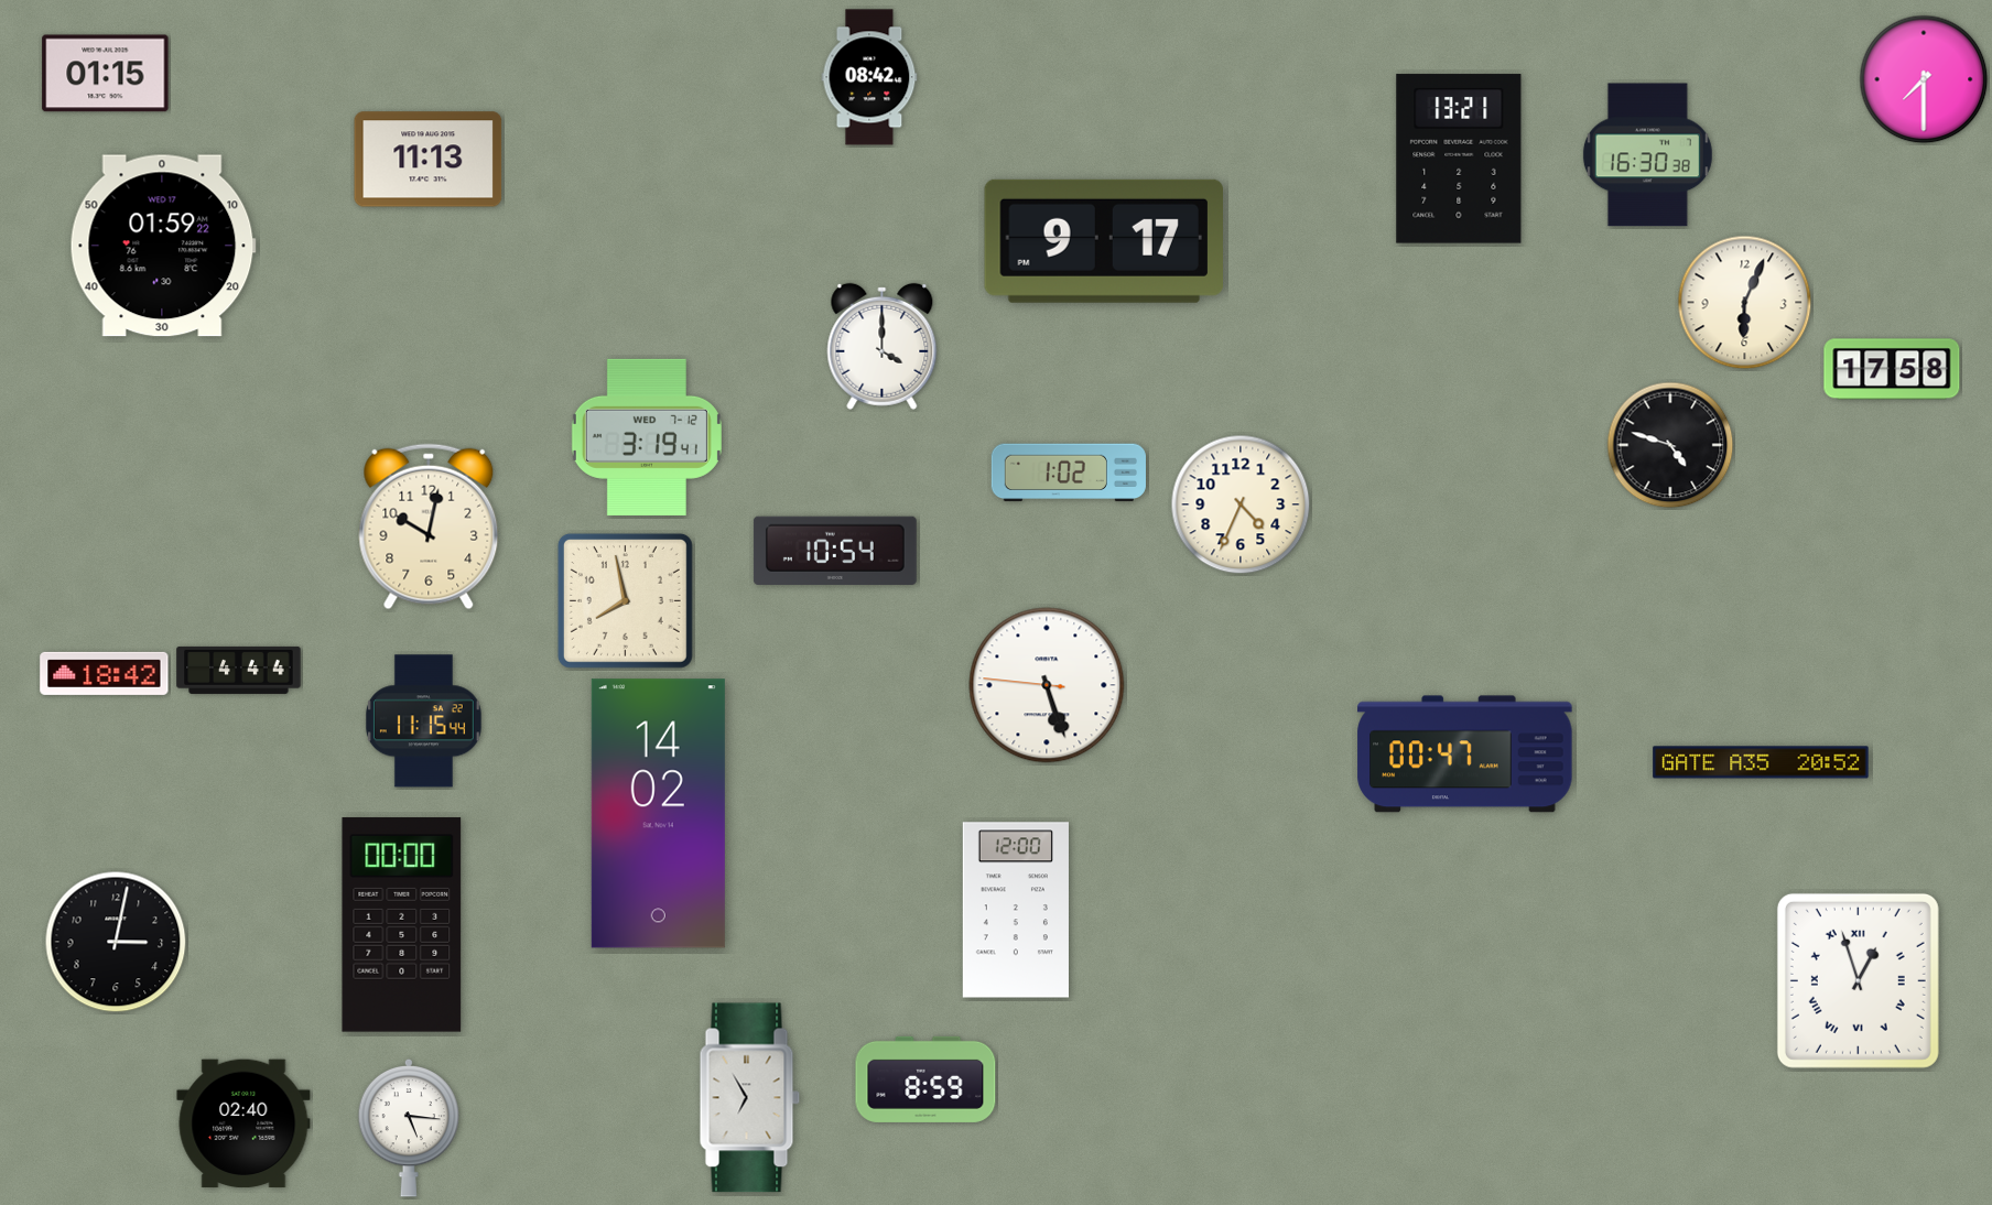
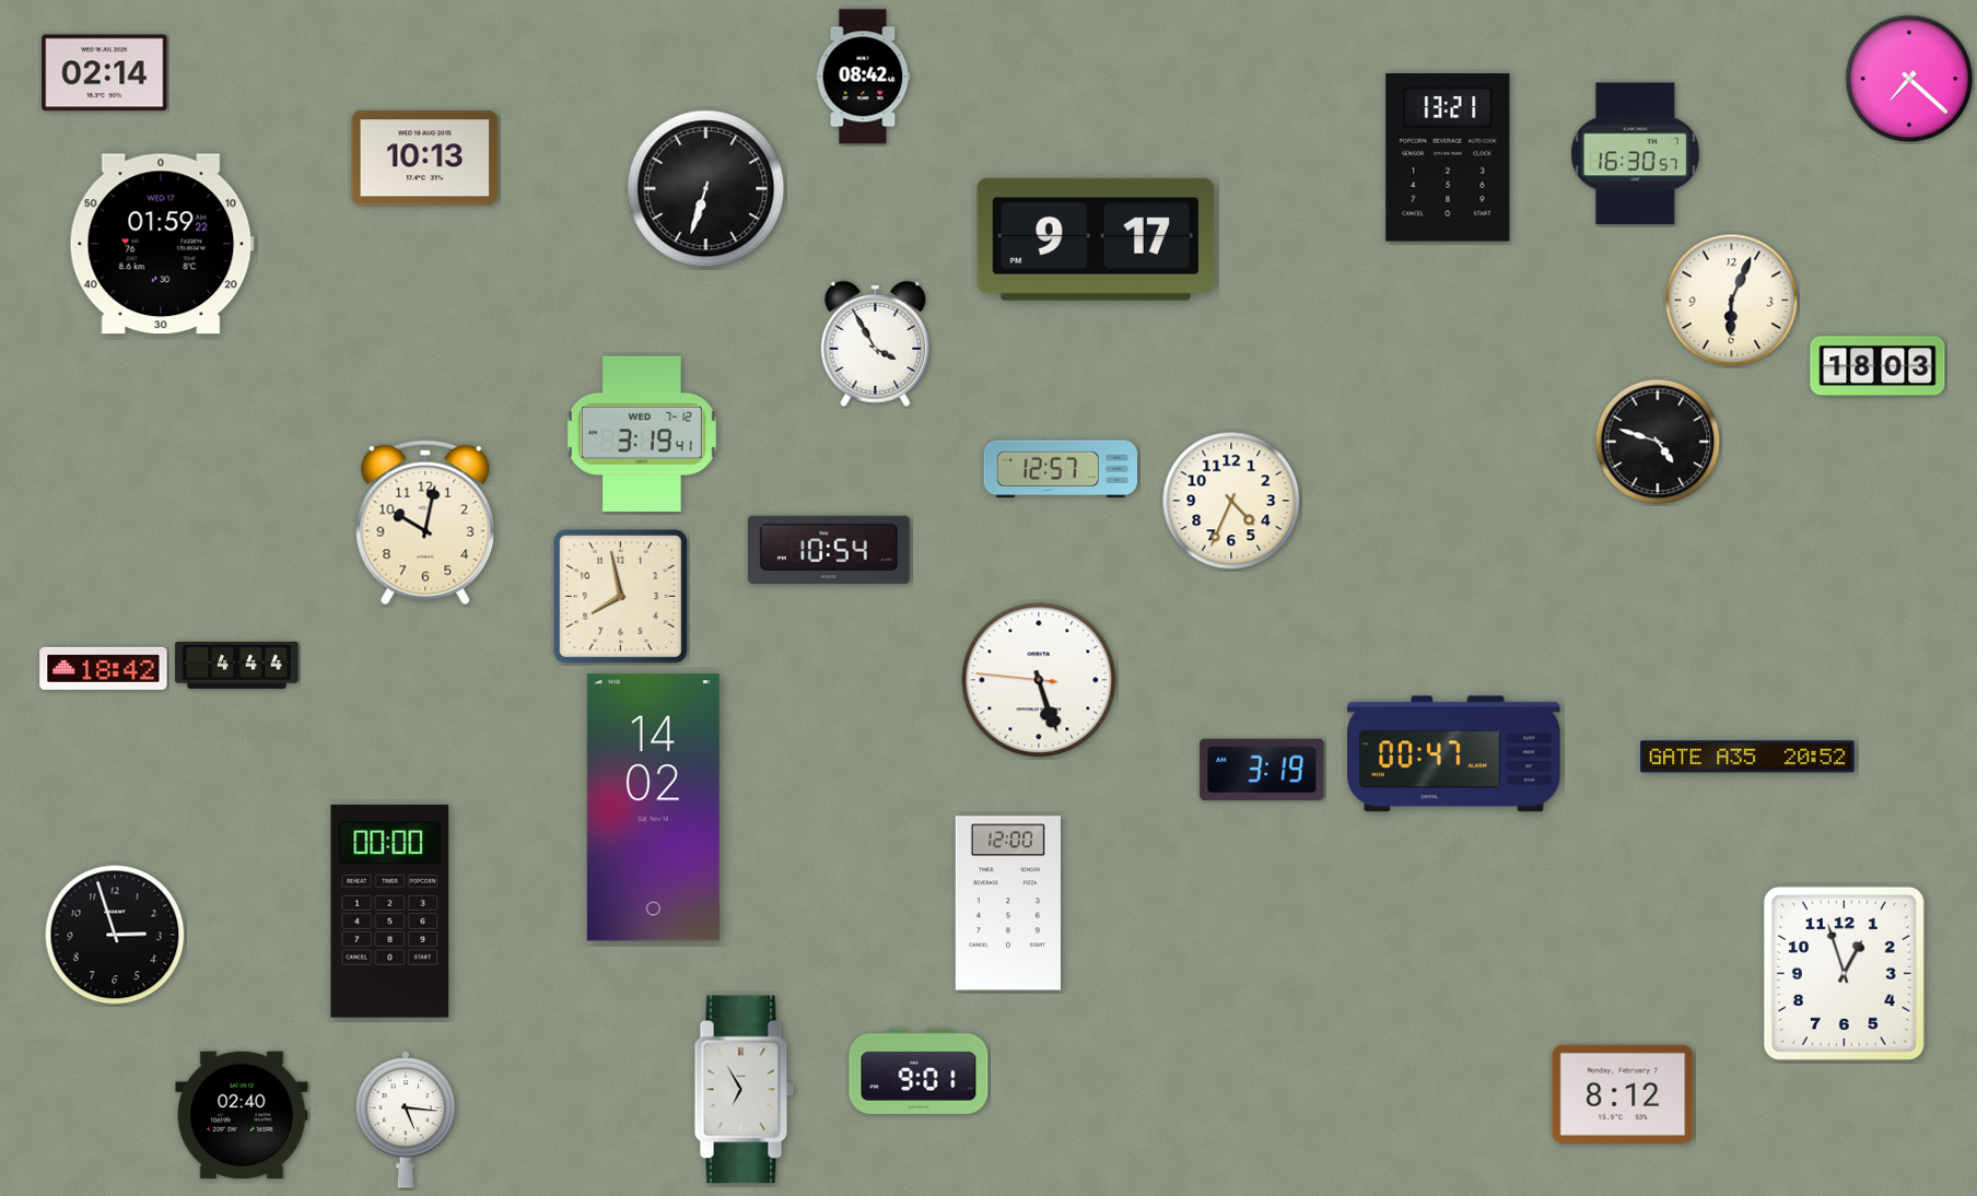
clock at (106, 74): 01:15 -> 02:14
clock at (1924, 79): 7:30 -> 7:22
clock at (1647, 155): 16:30:38 -> 16:30:57
clock at (429, 160): 11:13 -> 10:13
clock at (706, 189): none -> 6:33
clock at (883, 346): 4:00 -> 3:55
clock at (1892, 369): 17:58 -> 18:03
clock at (1069, 473): 1:02 -> 12:57
clock at (835, 550) position: (835, 550) -> (829, 549)
clock at (423, 721): 11:15 -> none
clock at (1465, 755) position: (1465, 755) -> (1454, 754)
clock at (1262, 770): none -> 3:19
clock at (402, 925) position: (402, 925) -> (390, 912)
clock at (116, 942): 3:02 -> 2:57
clock at (1858, 980) numerals: Roman -> Arabic
clock at (925, 1079): 8:59 -> 9:01
clock at (1623, 1093): none -> 8:12
